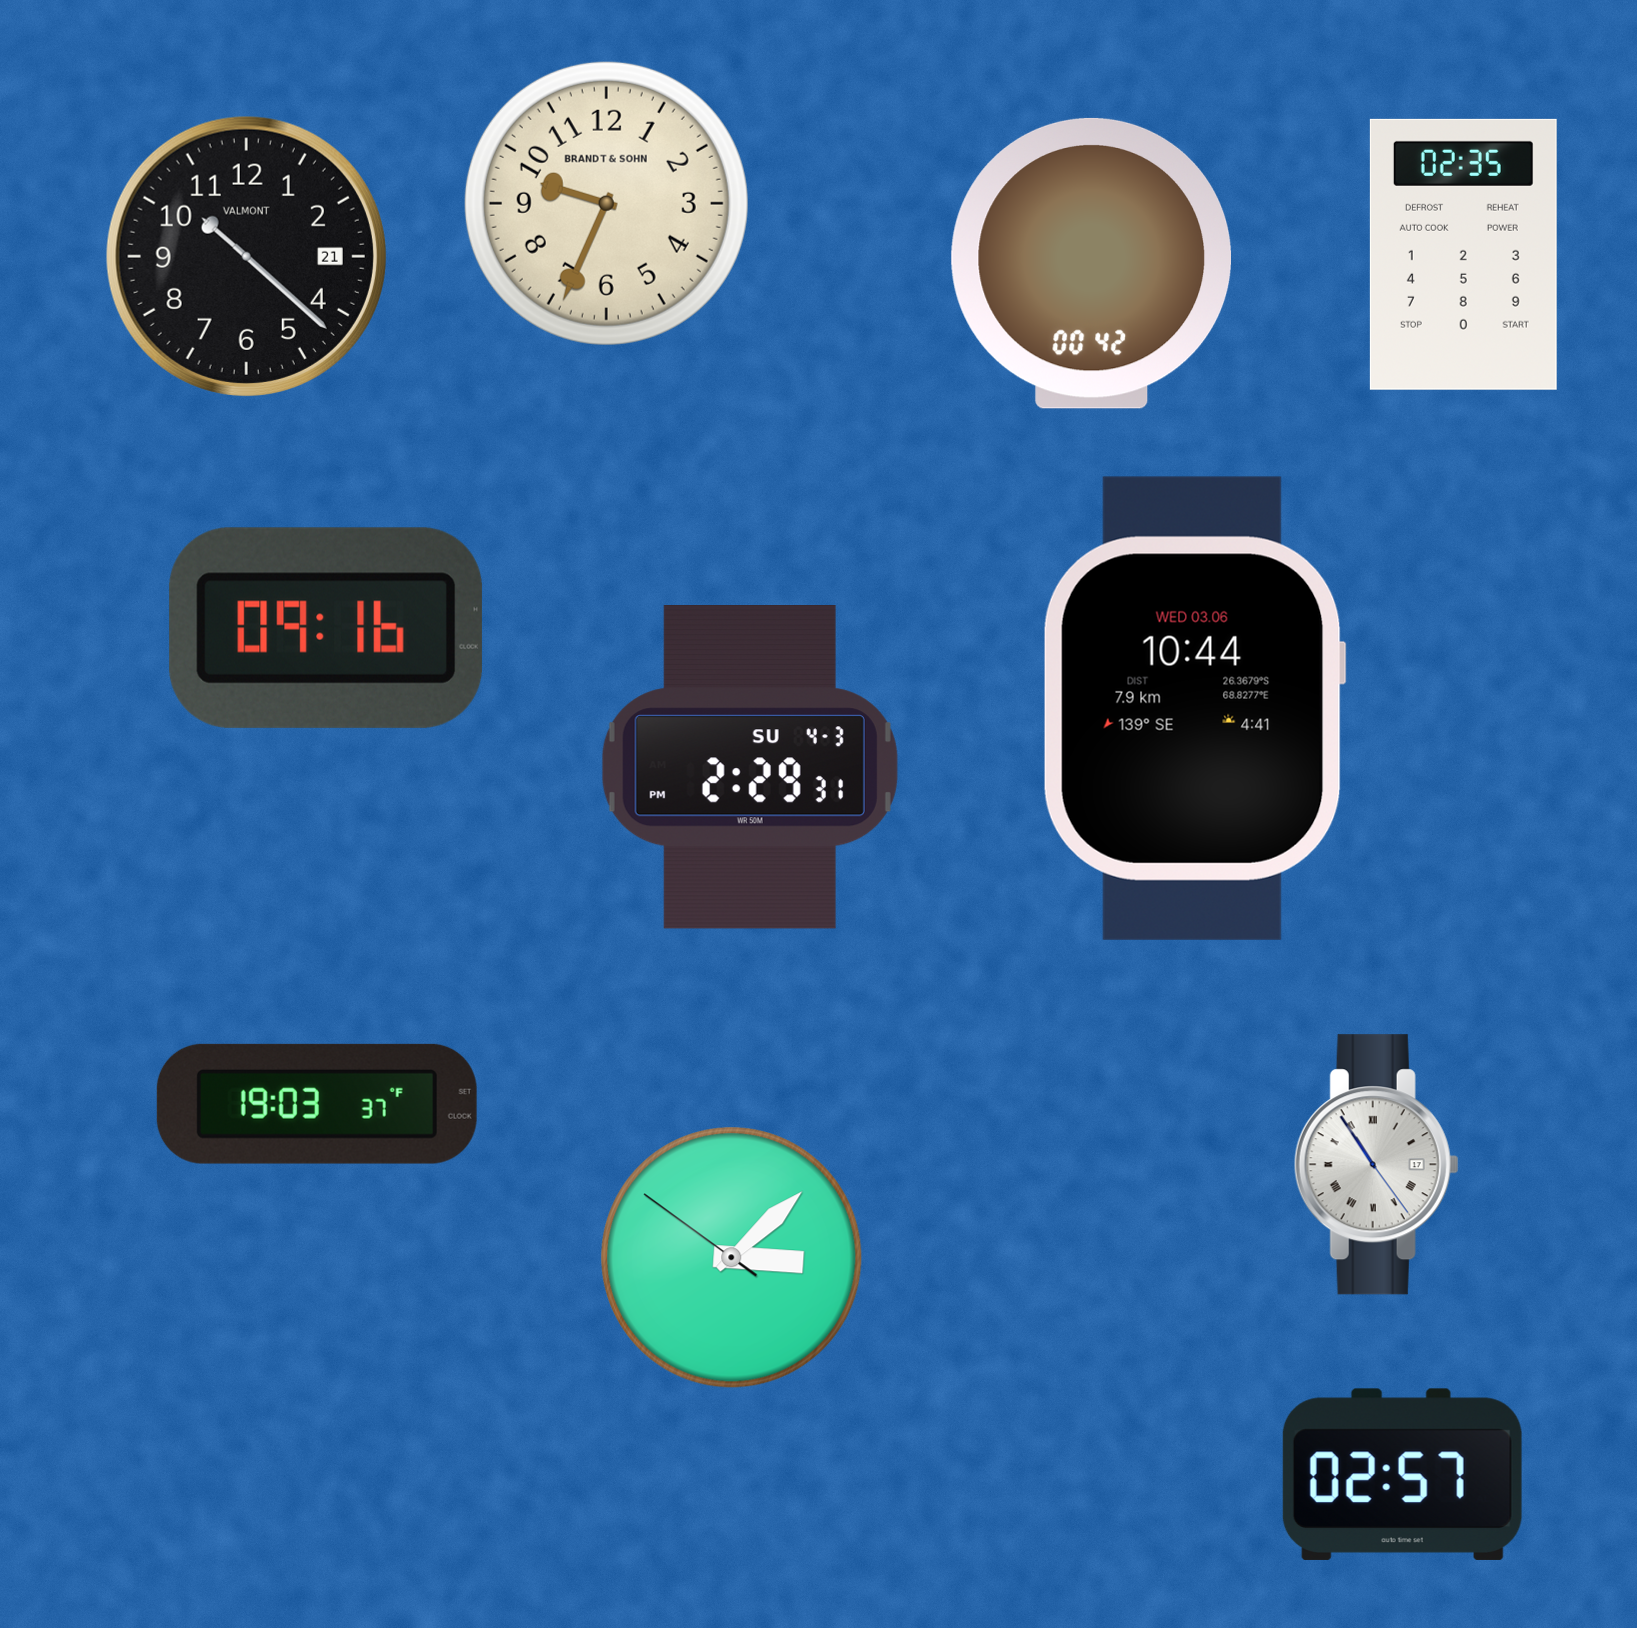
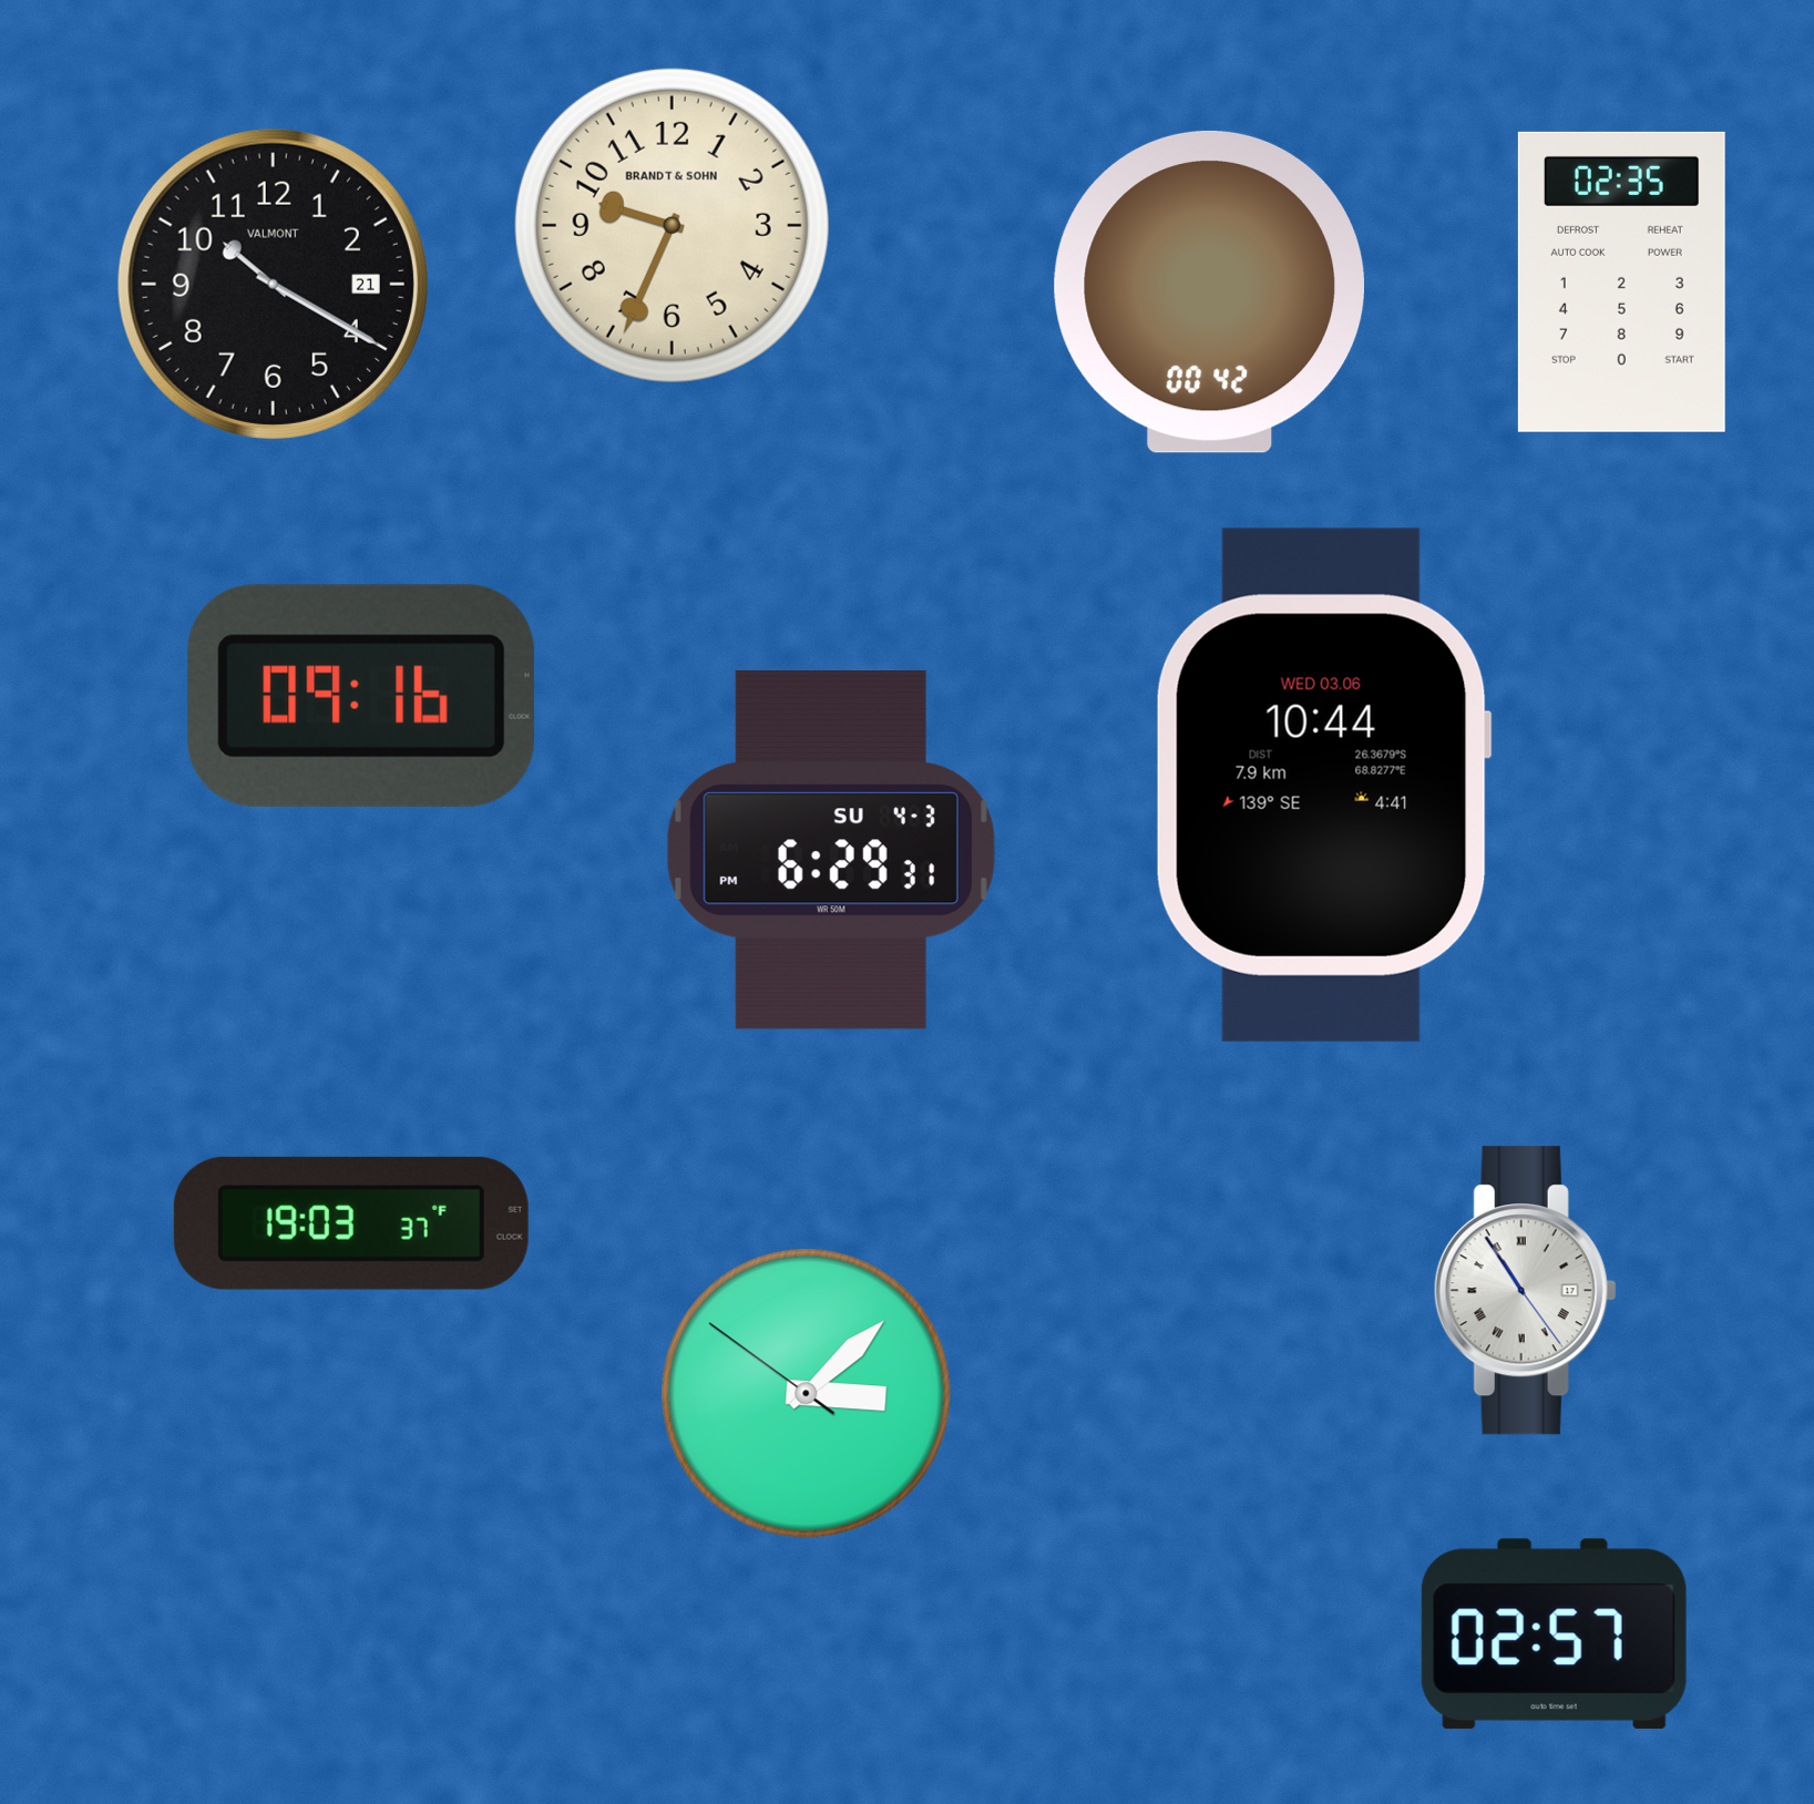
clock at (246, 256): 10:22 -> 10:20
clock at (750, 768): 2:29 -> 6:29
clock at (732, 1258) position: (732, 1258) -> (807, 1394)
